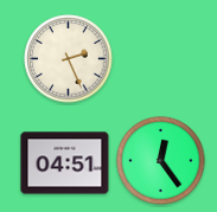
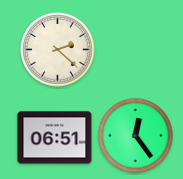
clock at (69, 59): 2:26 -> 2:22
clock at (65, 163): 04:51 -> 06:51
